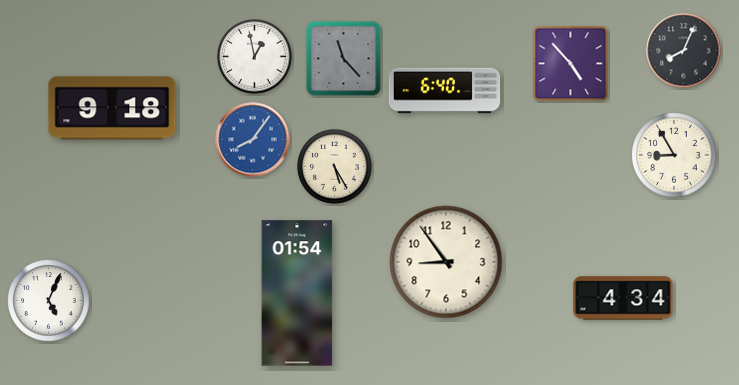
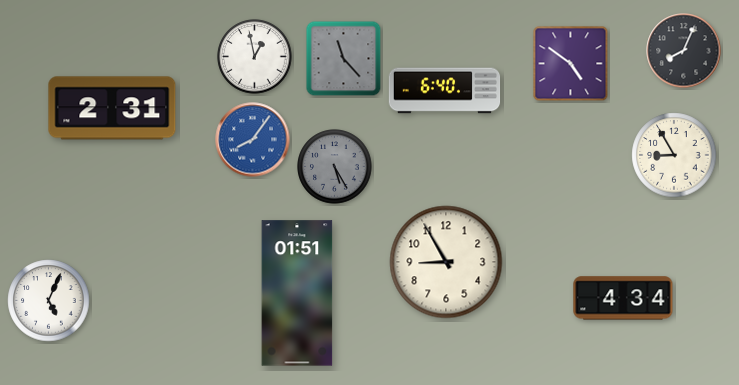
clock at (571, 64): 4:53 -> 4:51
clock at (112, 108): 9:18 -> 2:31
clock at (335, 167) dial: cream -> grey
clock at (446, 262): 8:54 -> 8:55
clock at (297, 293): 01:54 -> 01:51
